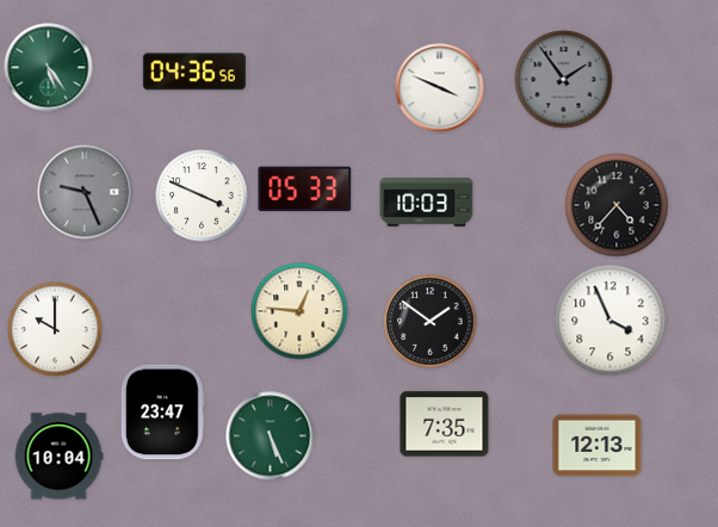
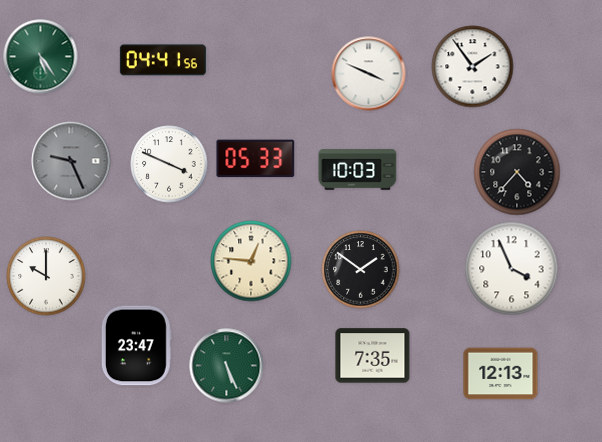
clock at (194, 72): 04:36 -> 04:41
clock at (564, 80) dial: grey -> white
clock at (58, 457): 10:04 -> none
